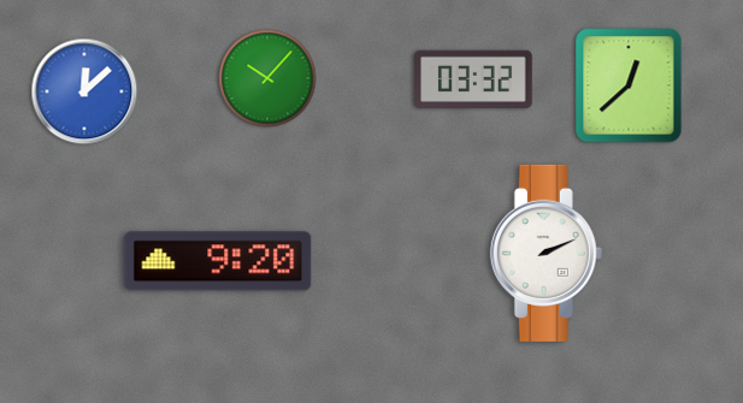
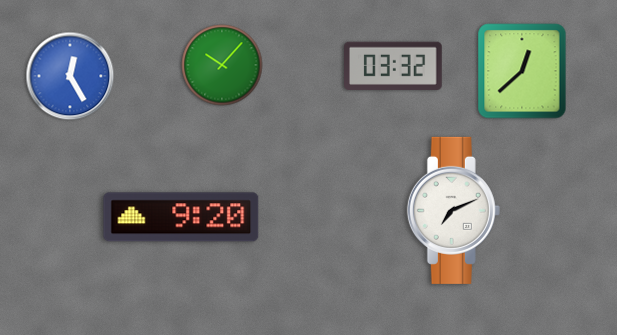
clock at (84, 91): 12:08 -> 12:25
clock at (546, 253): 2:11 -> 7:11
